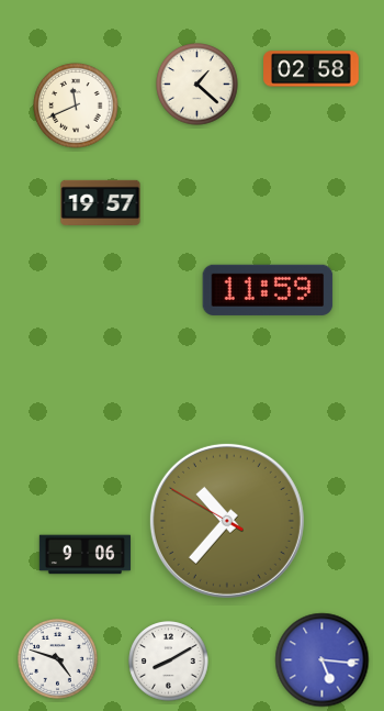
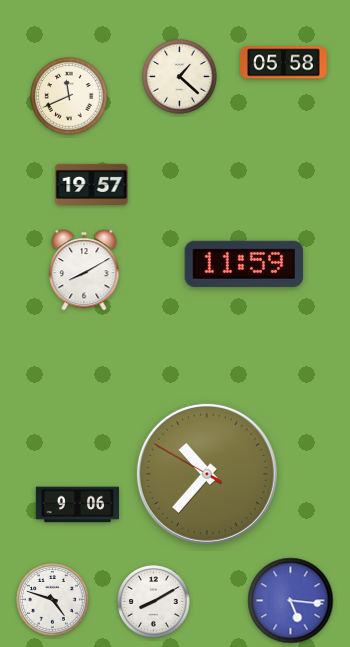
clock at (312, 69): 02:58 -> 05:58
clock at (84, 270): none -> 8:10
clock at (323, 660) position: (323, 660) -> (291, 601)
